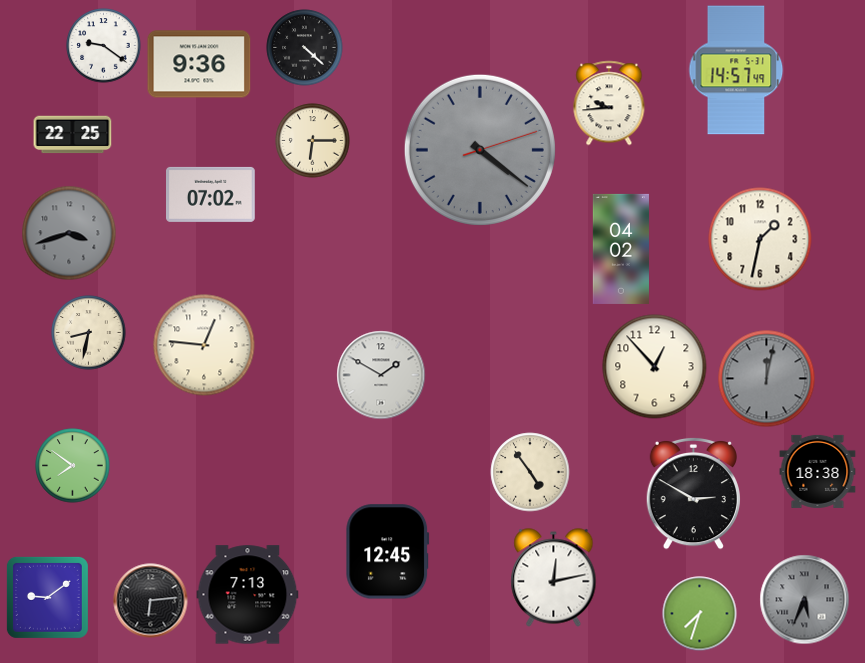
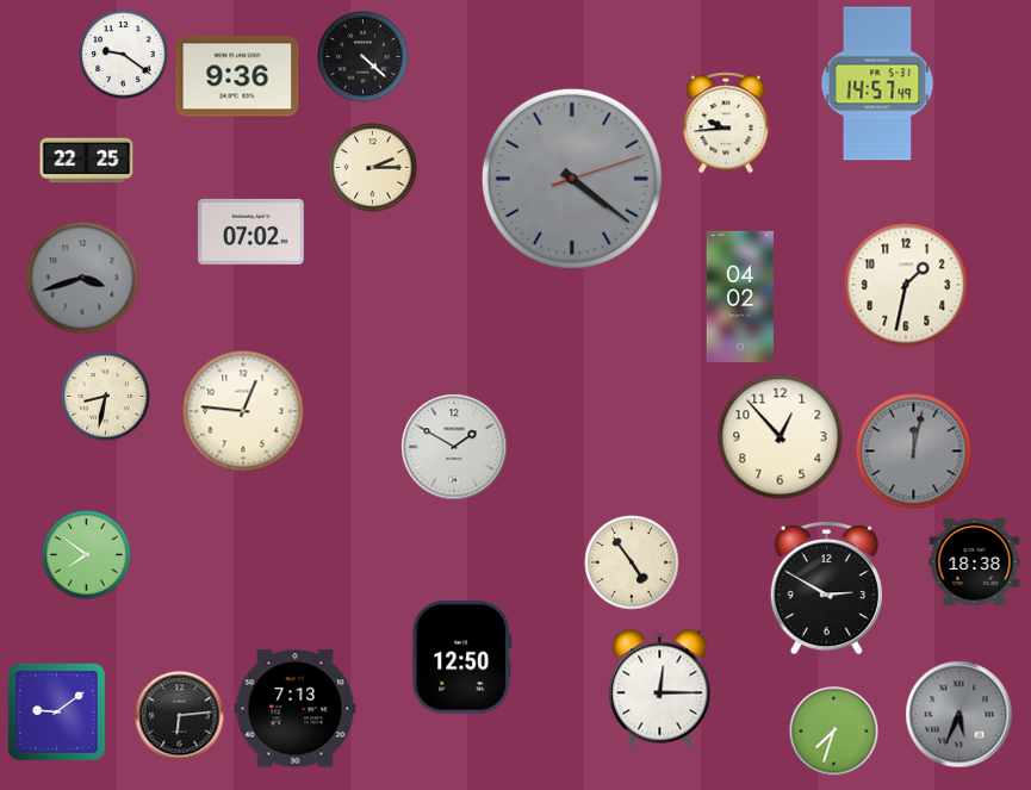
clock at (313, 141): 6:15 -> 2:15
clock at (388, 552): 12:45 -> 12:50
clock at (554, 578): 12:13 -> 12:15
